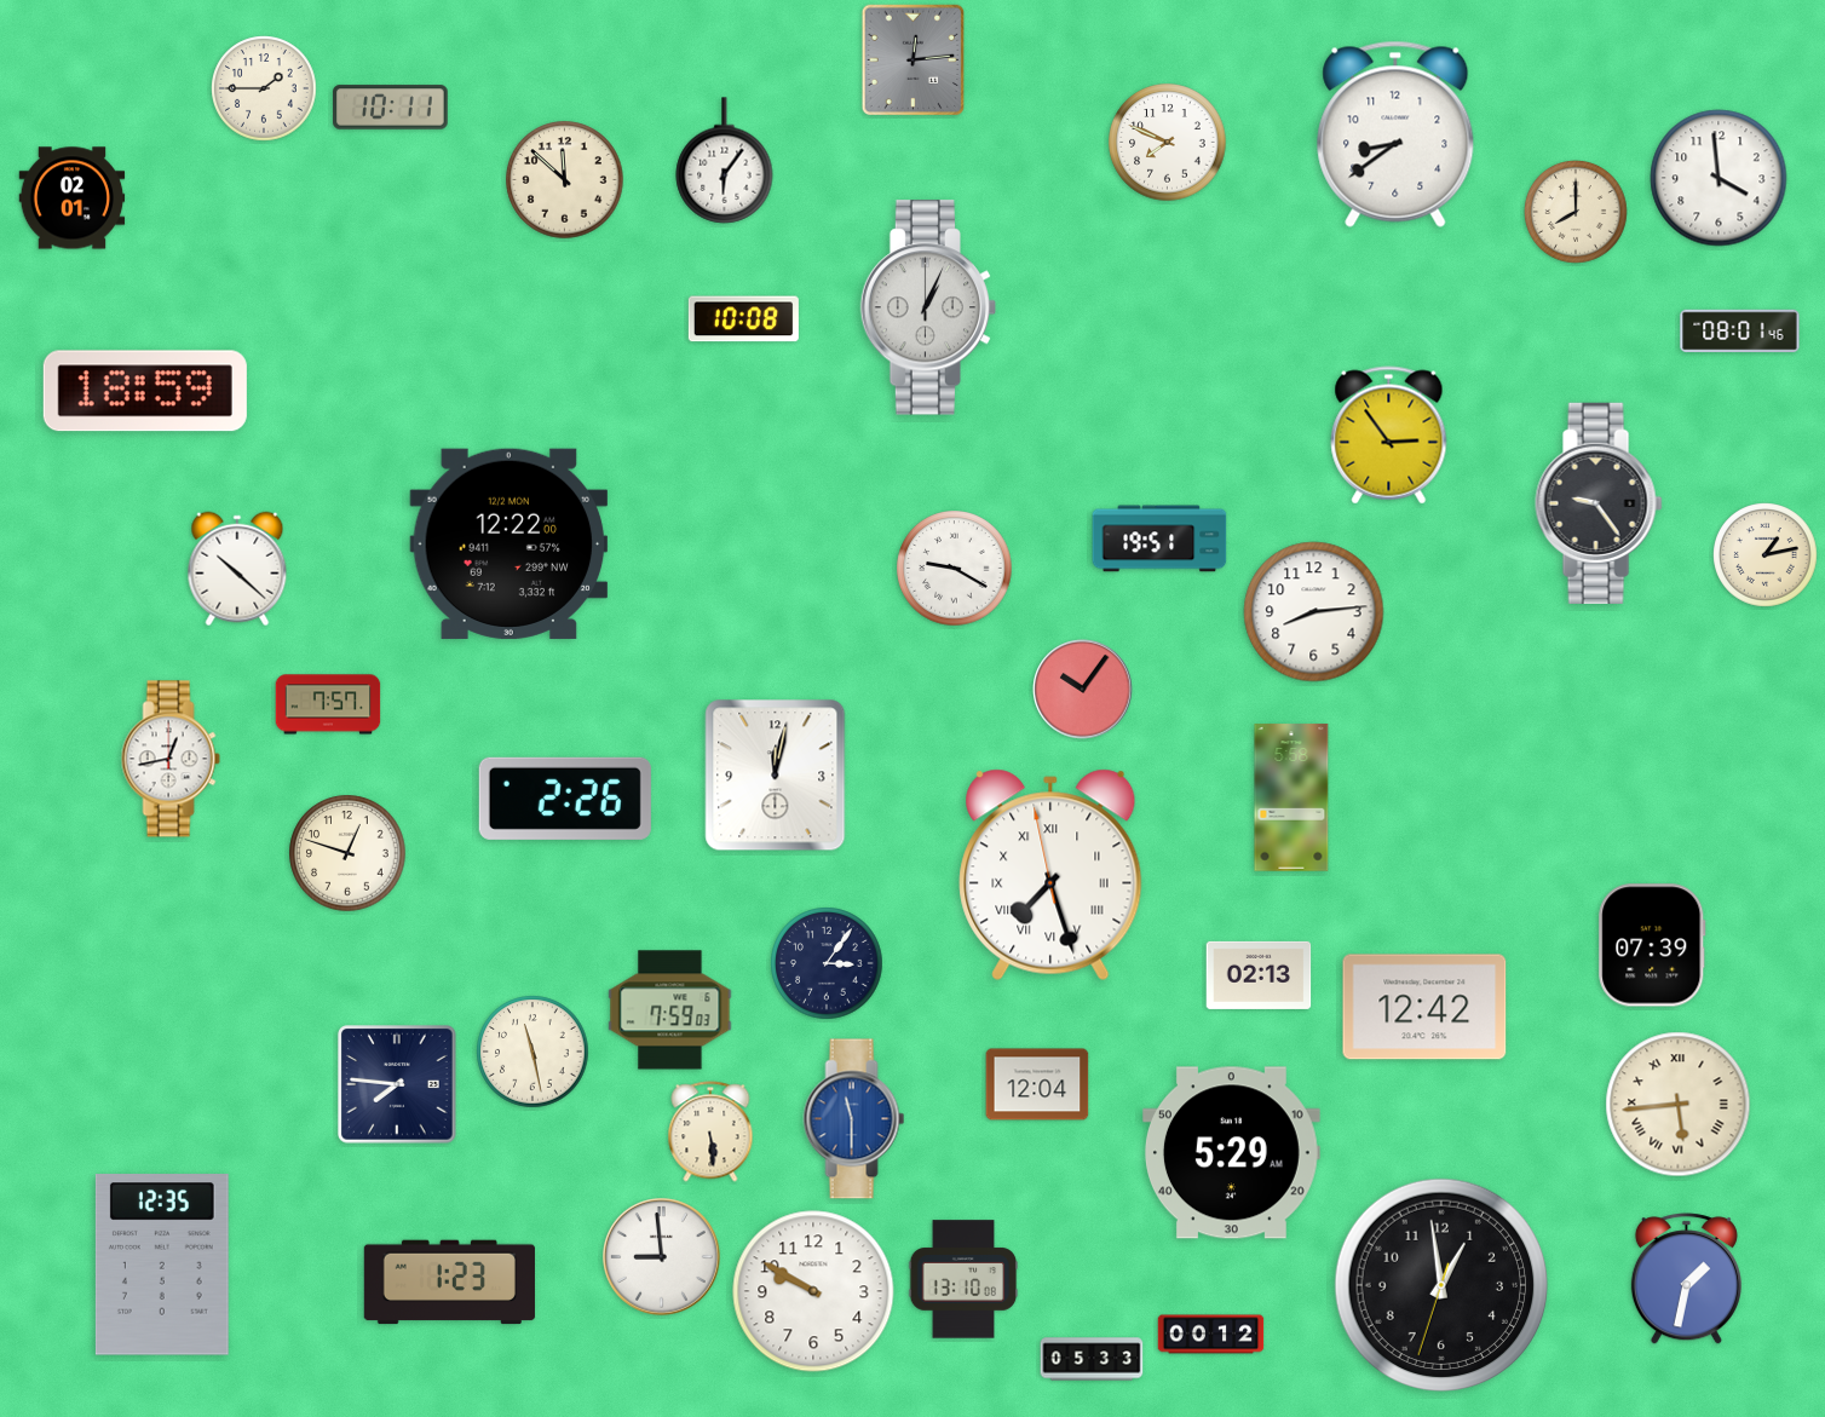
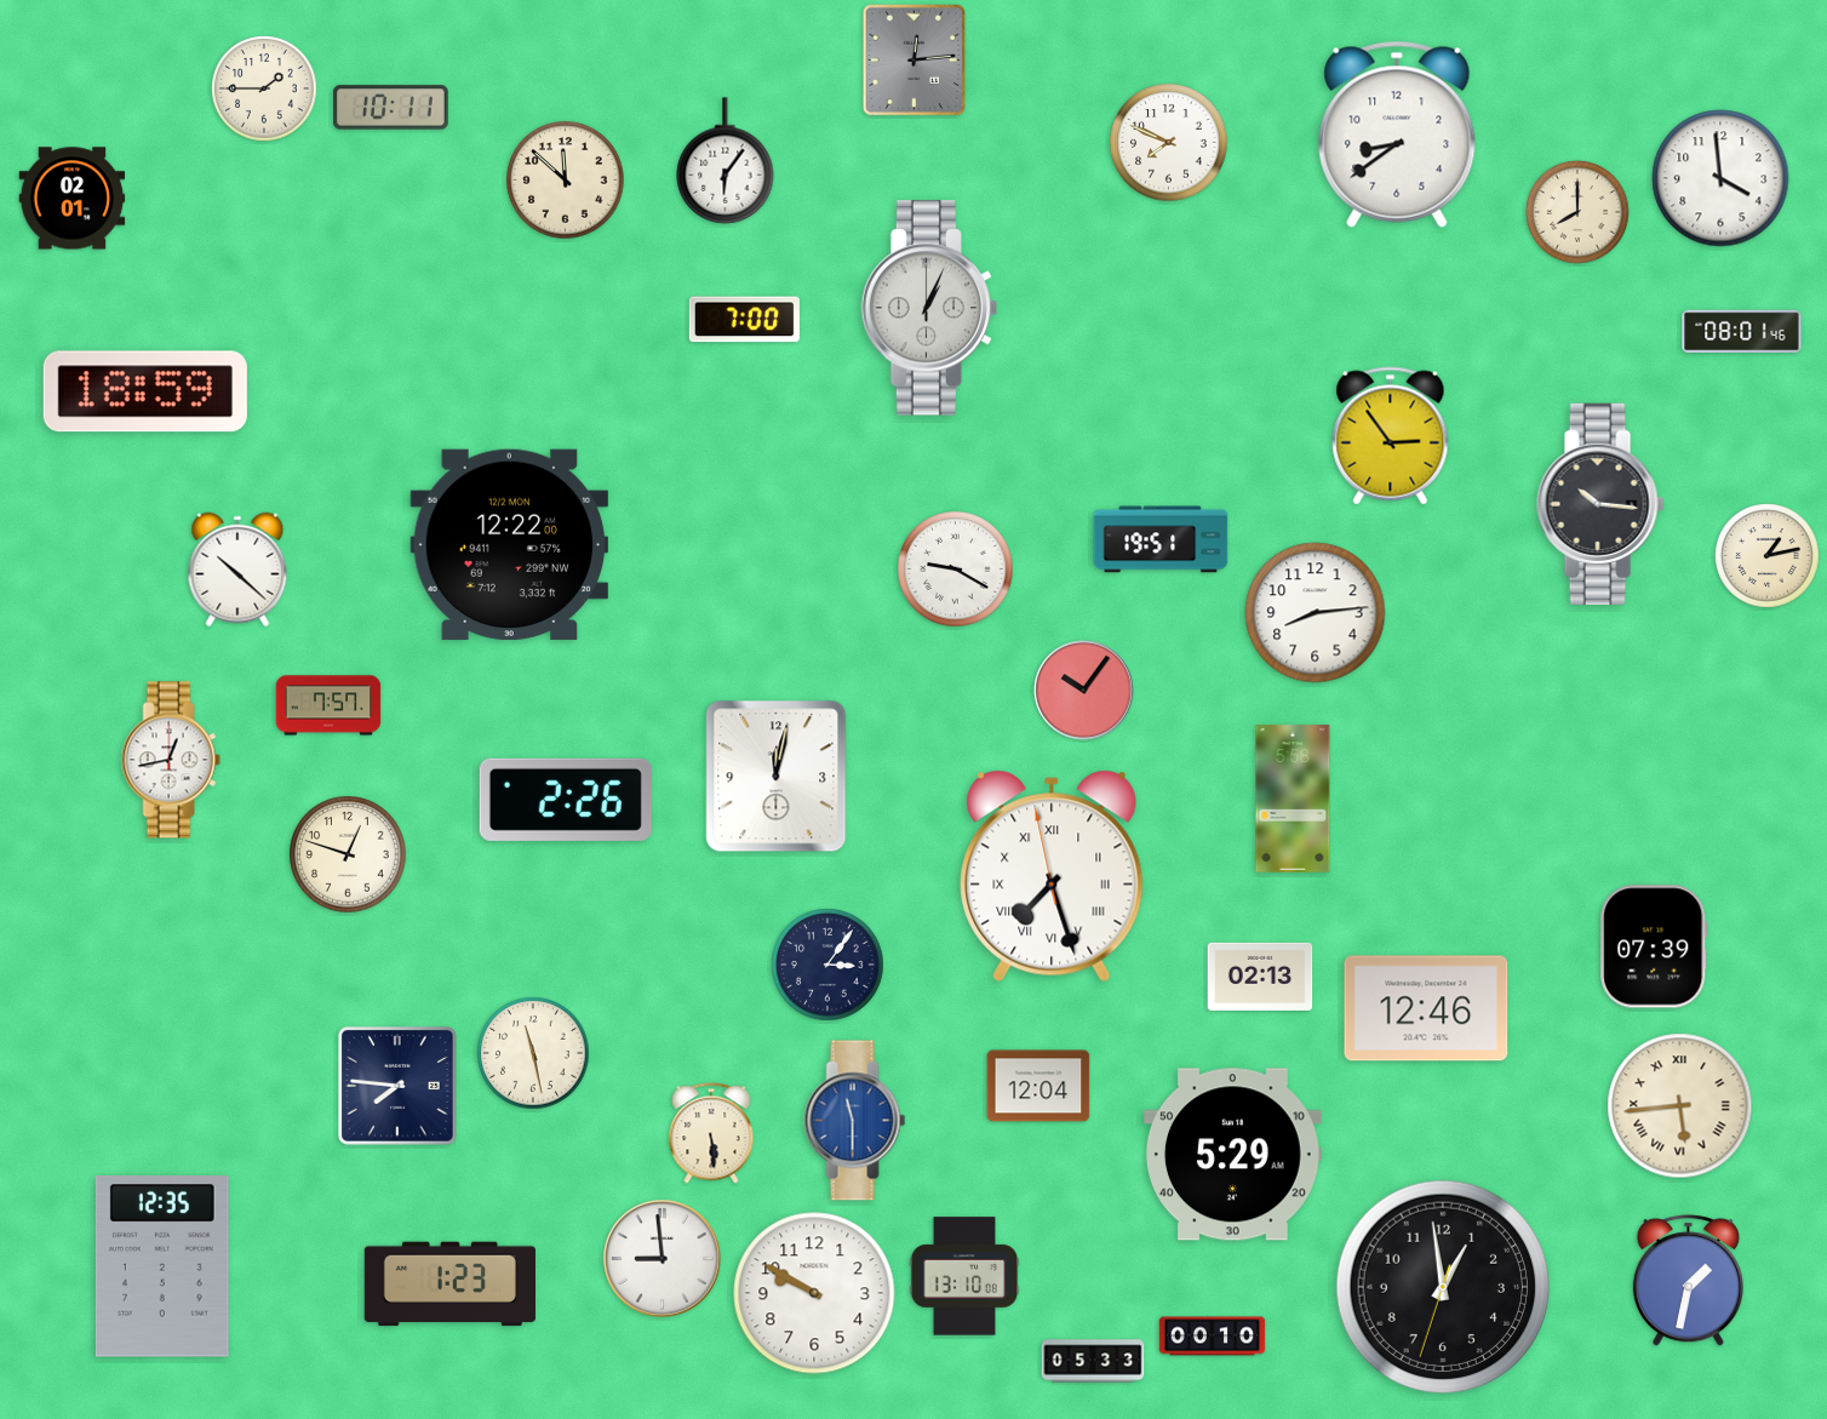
clock at (743, 319): 10:08 -> 7:00
clock at (1599, 503): 9:24 -> 10:16
clock at (1424, 1007): 12:42 -> 12:46
clock at (670, 1010): 7:59 -> none
clock at (963, 1279) position: (963, 1279) -> (964, 1276)
clock at (1211, 1335): 00:12 -> 00:10
